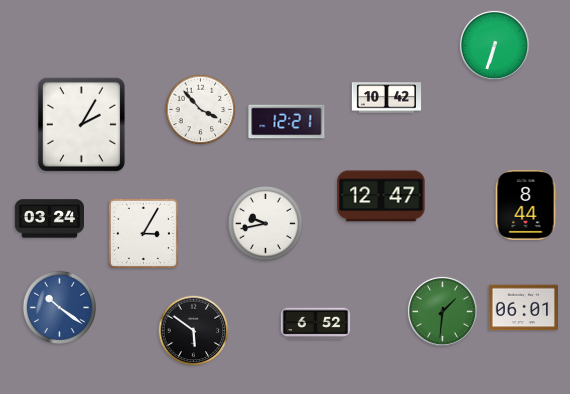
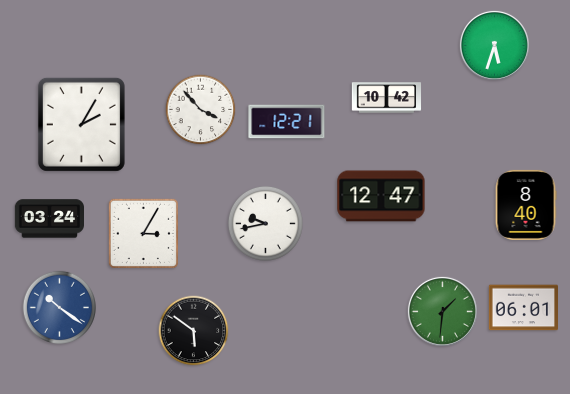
clock at (494, 45): 6:33 -> 5:33
clock at (526, 205): 8:44 -> 8:40
clock at (316, 324): 6:52 -> none
